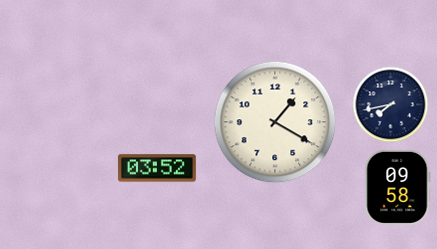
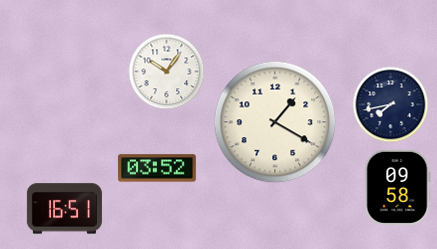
clock at (167, 72): none -> 10:06
clock at (64, 209): none -> 16:51
